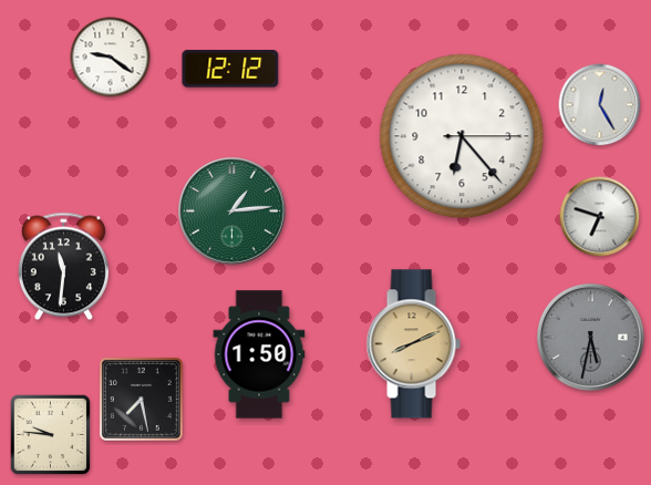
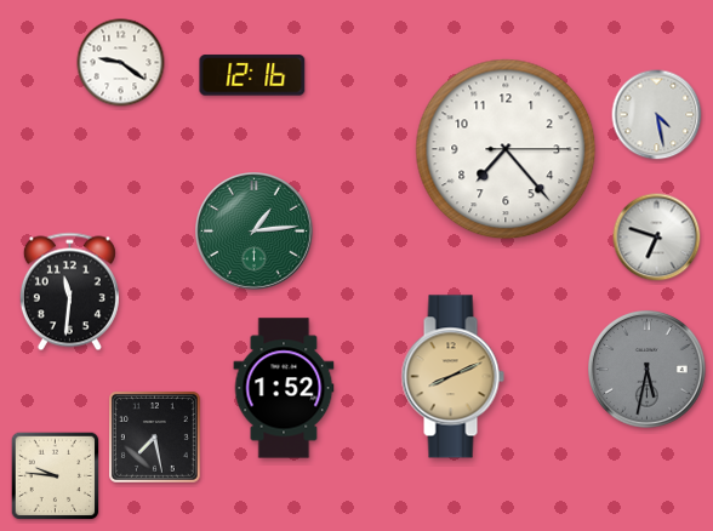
clock at (230, 69): 12:12 -> 12:16
clock at (600, 105): 12:25 -> 4:28
clock at (462, 136): 6:23 -> 7:23
clock at (259, 354): 1:50 -> 1:52
